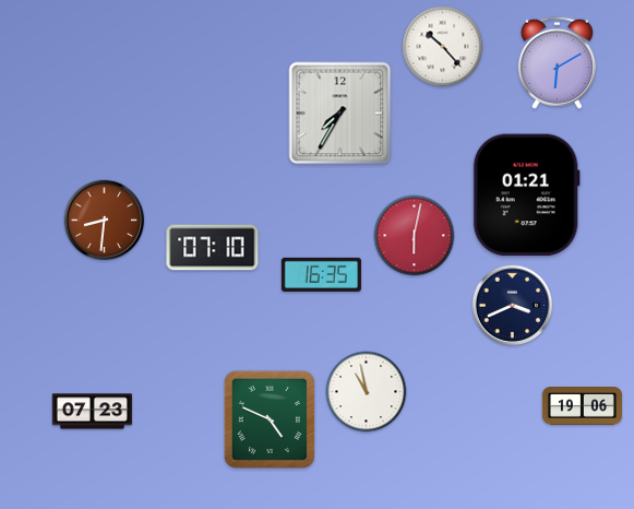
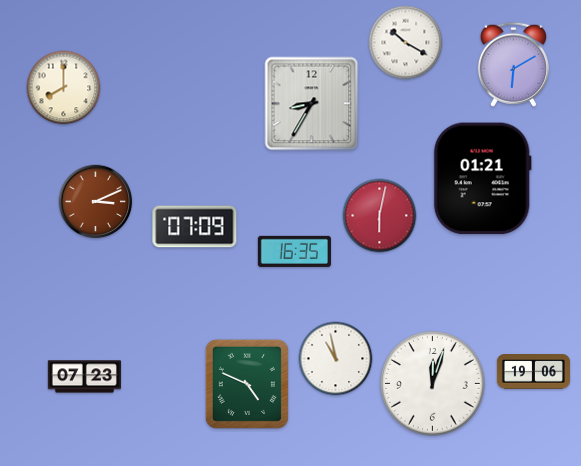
clock at (443, 47): 10:23 -> 10:20
clock at (557, 62) position: (557, 62) -> (513, 64)
clock at (64, 88): none -> 8:00
clock at (340, 114): 7:35 -> 8:35
clock at (105, 221): 8:31 -> 3:11
clock at (213, 248): 07:10 -> 07:09
clock at (513, 306): 3:41 -> none
clock at (433, 384): none -> 12:03
